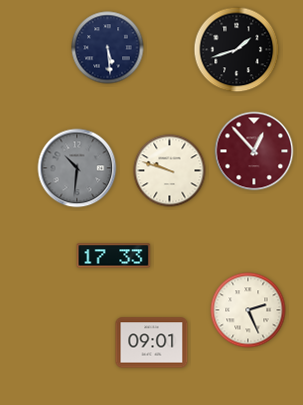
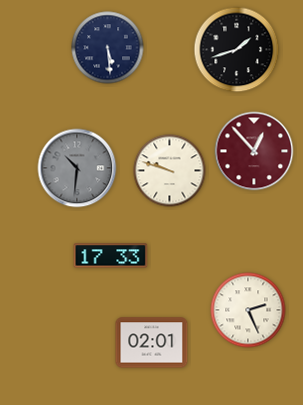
clock at (114, 256) position: (114, 256) -> (111, 256)
clock at (152, 343): 09:01 -> 02:01
